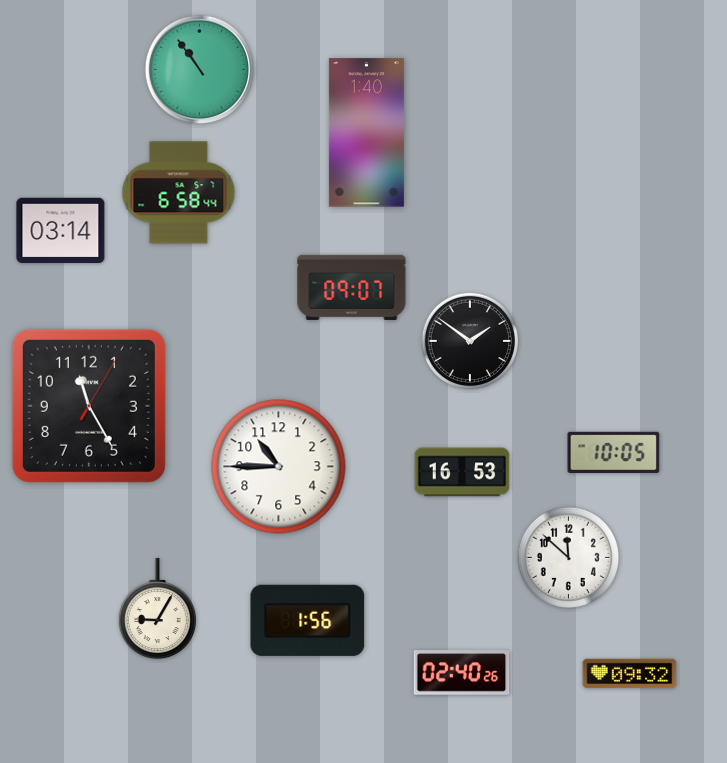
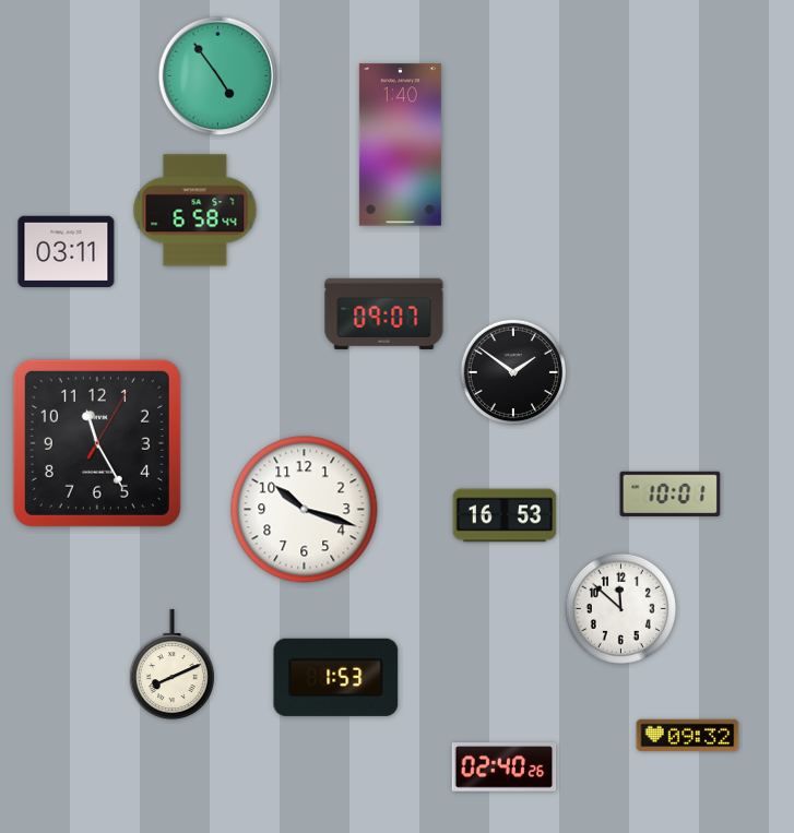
clock at (200, 70): 10:54 -> 4:54
clock at (61, 230): 03:14 -> 03:11
clock at (614, 452): 10:05 -> 10:01
clock at (279, 467): 10:45 -> 10:18
clock at (157, 609): 9:05 -> 8:11
clock at (308, 620): 1:56 -> 1:53
clock at (462, 673) position: (462, 673) -> (505, 767)
